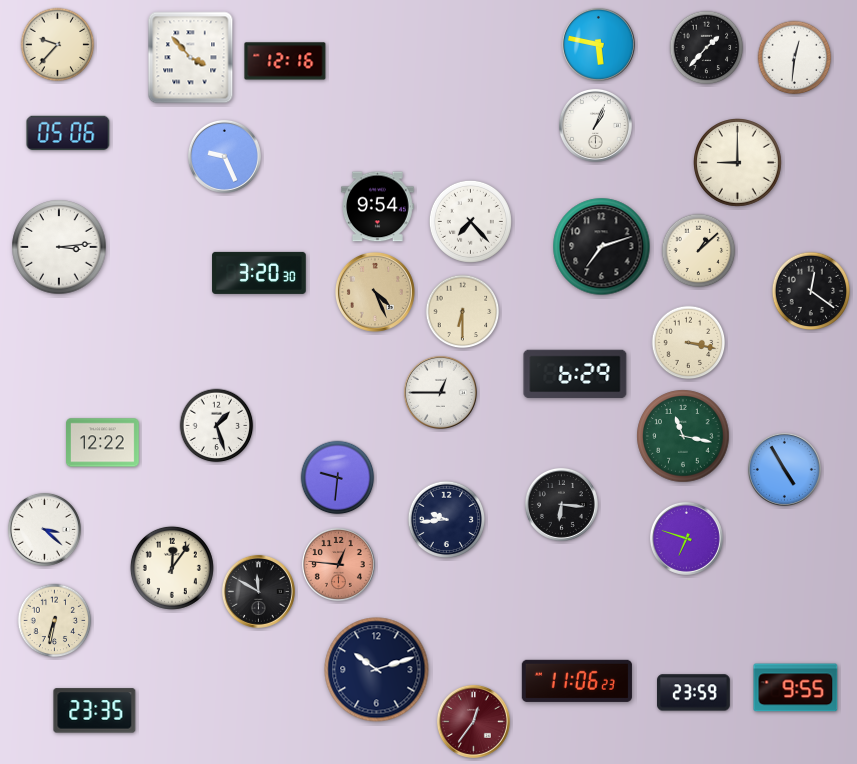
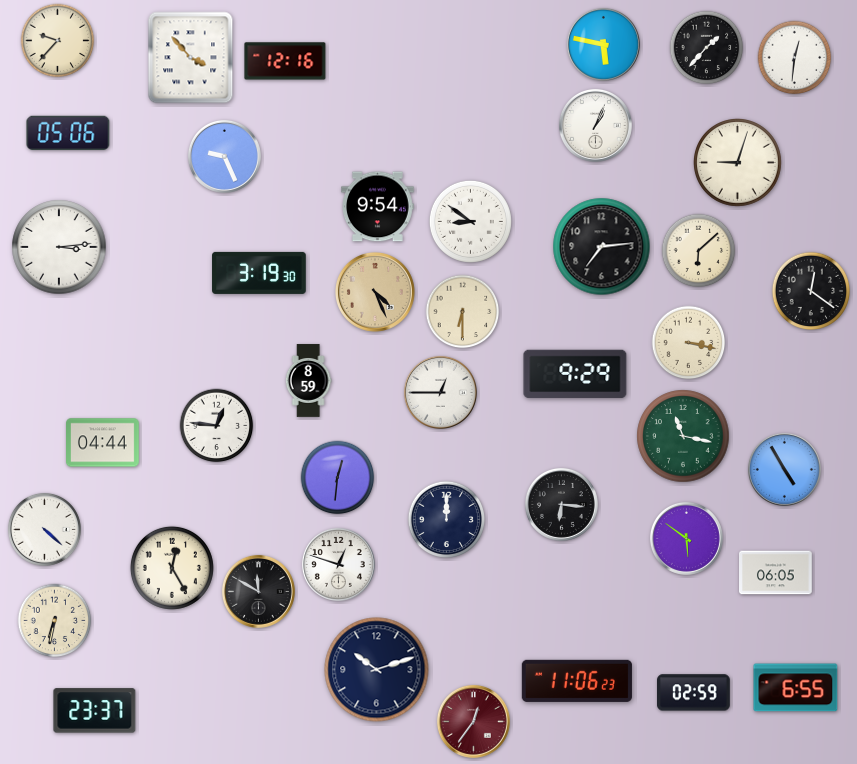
clock at (598, 44) position: (598, 44) -> (603, 44)
clock at (58, 45) position: (58, 45) -> (58, 41)
clock at (738, 163): 9:00 -> 9:03
clock at (470, 221): 7:23 -> 8:51
clock at (602, 247): 7:12 -> 7:14
clock at (699, 251): 1:08 -> 6:08
clock at (259, 273): 3:20 -> 3:19
clock at (575, 374): 6:29 -> 9:29
clock at (308, 381): none -> 8:59
clock at (217, 426): 1:27 -> 12:46
clock at (103, 443): 12:22 -> 04:44
clock at (338, 478): 9:31 -> 12:31
clock at (447, 520): 9:44 -> 12:00
clock at (44, 529): 3:22 -> 4:22
clock at (686, 538): 6:48 -> 5:51
clock at (338, 564): 12:46 -> 12:48
clock at (338, 564) dial: salmon -> white
clock at (172, 568): 12:06 -> 12:25
clock at (776, 573): none -> 06:05
clock at (796, 688): 9:55 -> 6:55
clock at (694, 693): 23:59 -> 02:59
clock at (95, 711): 23:35 -> 23:37
